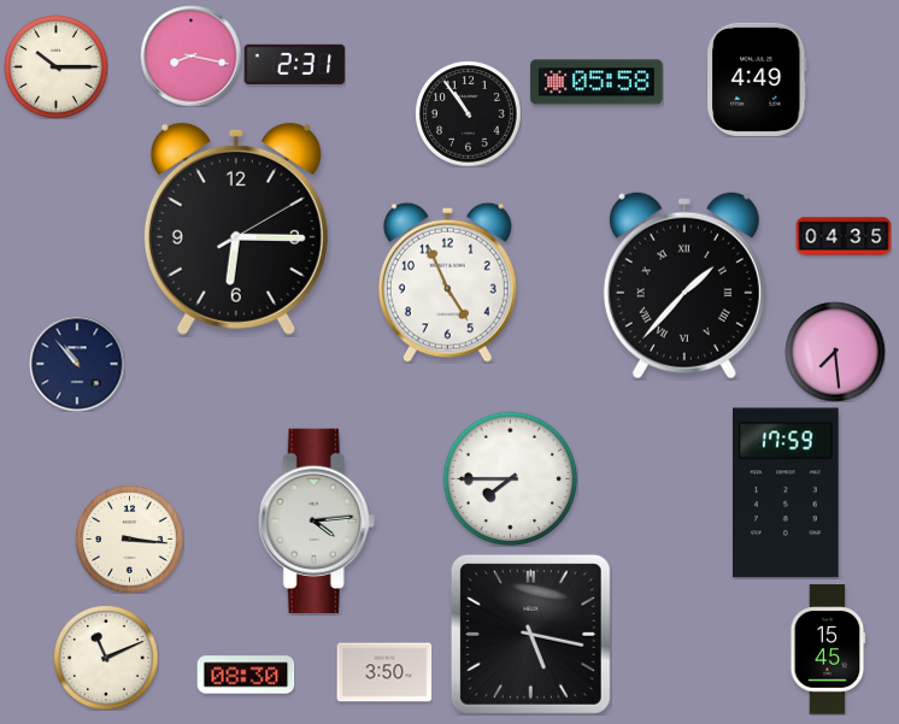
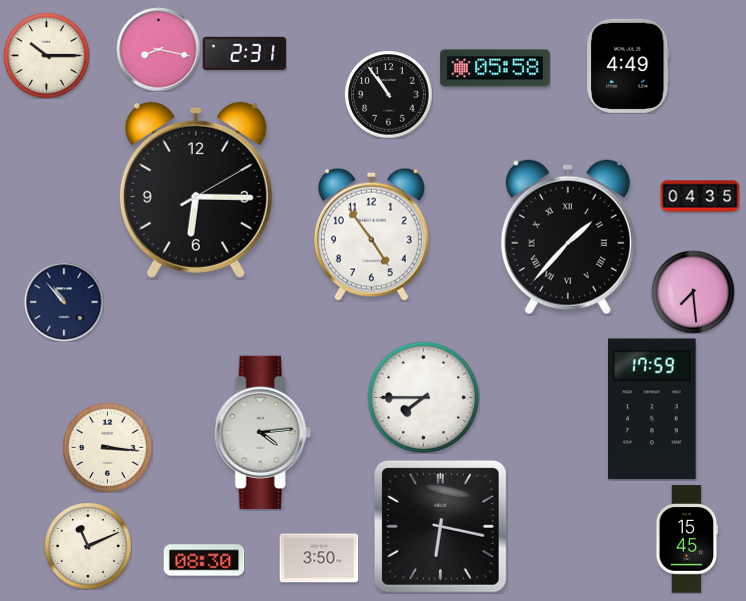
clock at (190, 55) position: (190, 55) -> (158, 49)
clock at (447, 282): 4:56 -> 4:54
clock at (530, 634): 5:17 -> 6:17
